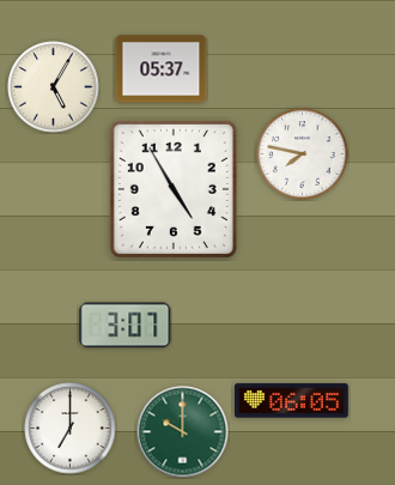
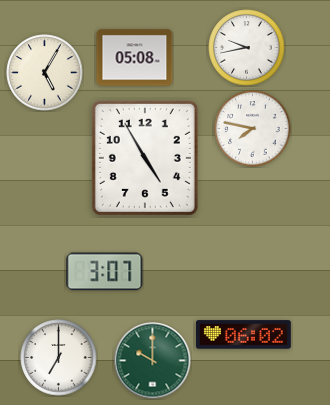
clock at (247, 48): none -> 9:43
clock at (162, 69): 05:37 -> 05:08
clock at (292, 401): 06:05 -> 06:02
